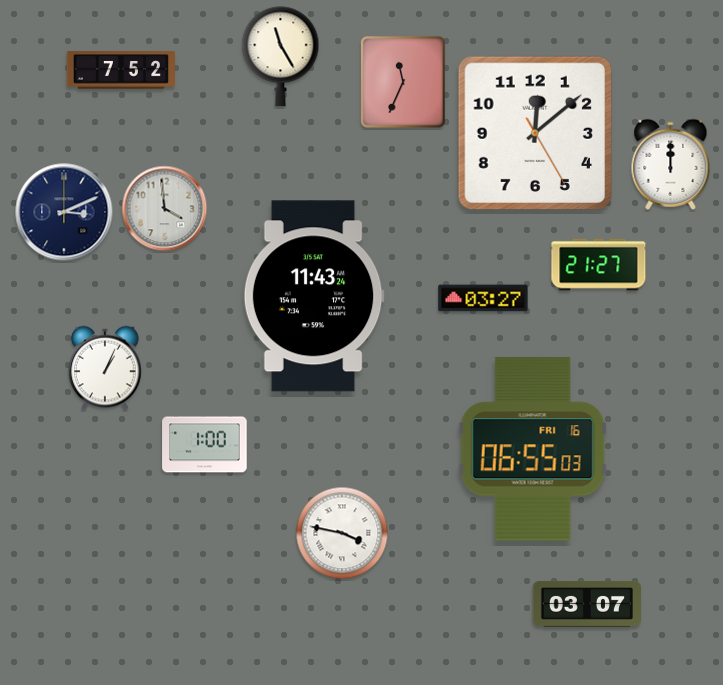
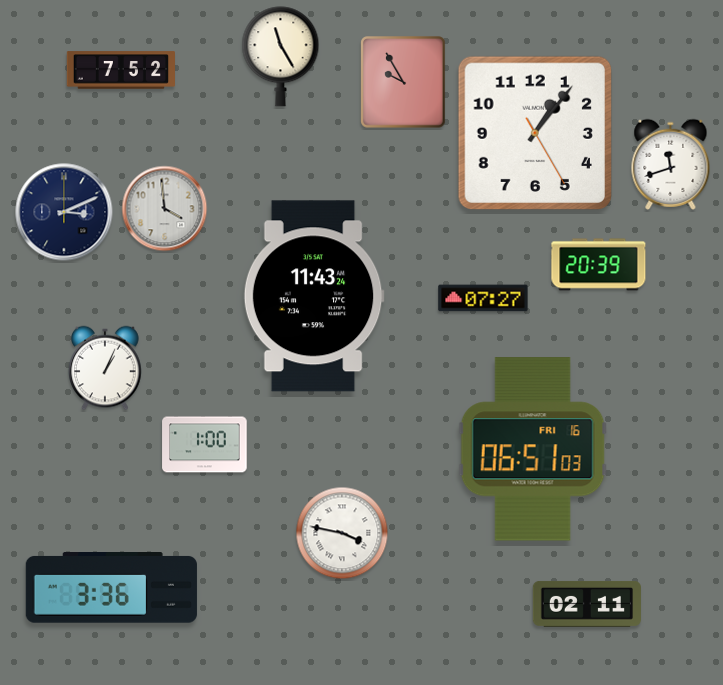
clock at (403, 82): 11:34 -> 9:55
clock at (535, 133): 12:08 -> 1:06
clock at (671, 164): 12:00 -> 11:42
clock at (599, 265): 21:27 -> 20:39
clock at (483, 298): 03:27 -> 07:27
clock at (533, 449): 06:55 -> 06:51
clock at (111, 588): none -> 3:36
clock at (586, 604): 03:07 -> 02:11
